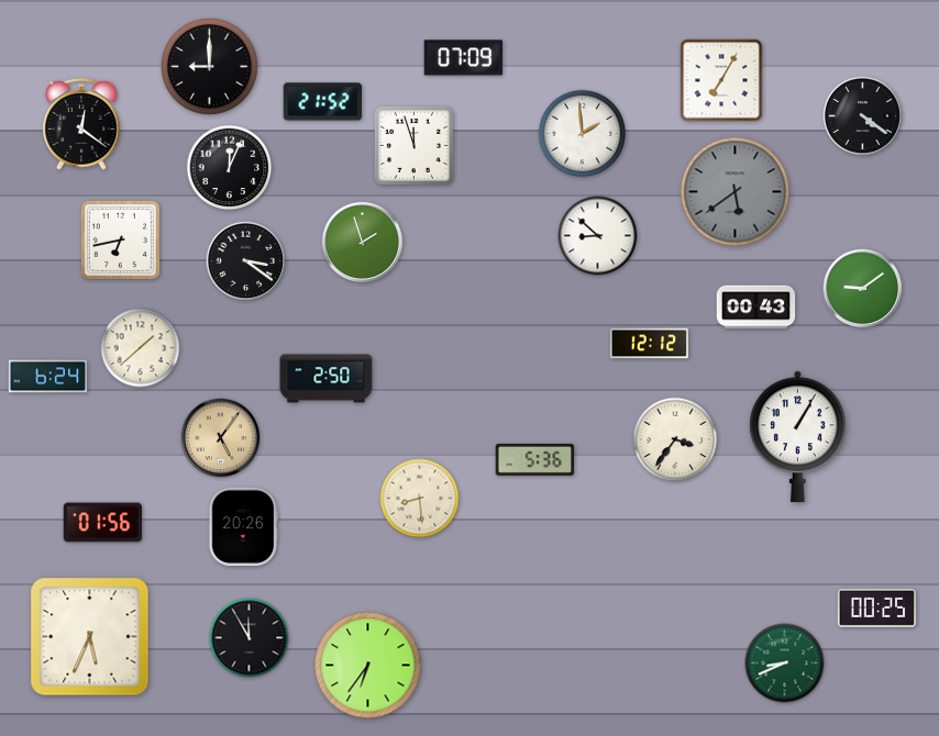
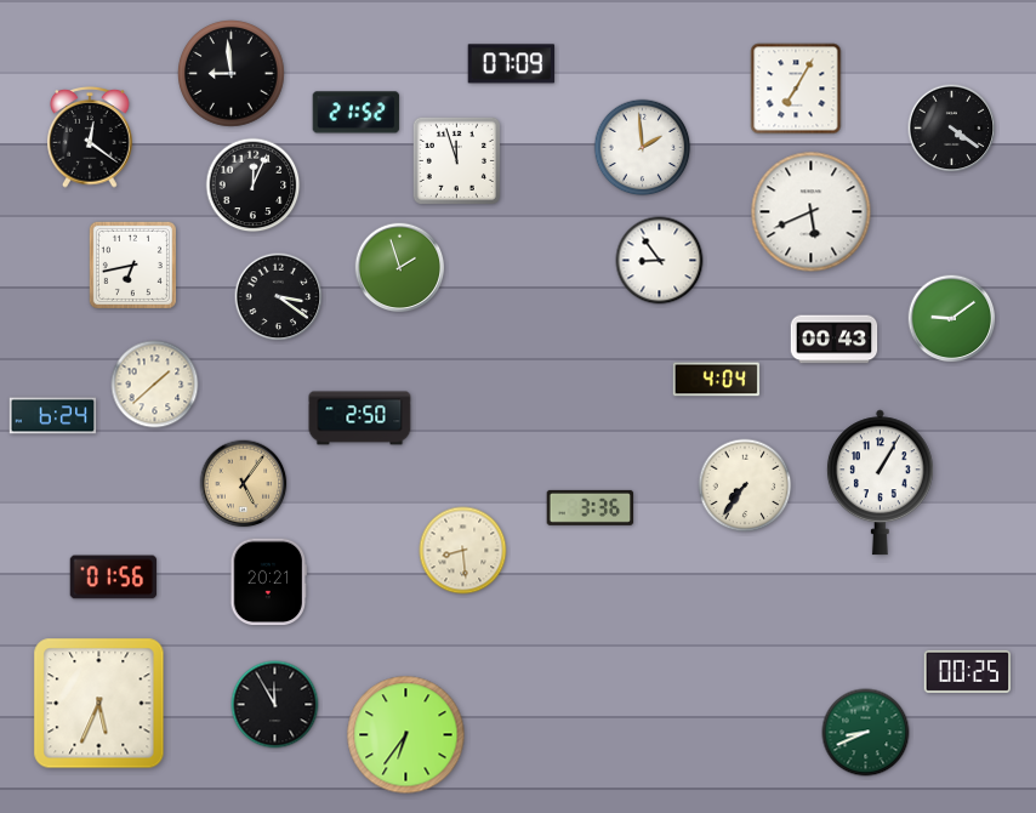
clock at (210, 67): 9:00 -> 8:59
clock at (736, 192): 5:39 -> 5:41
clock at (736, 192) dial: grey -> white
clock at (598, 236): 8:52 -> 8:54
clock at (246, 261) position: (246, 261) -> (279, 297)
clock at (650, 344): 12:12 -> 4:04
clock at (675, 439): 3:36 -> 7:36
clock at (535, 459): 5:36 -> 3:36
clock at (243, 527): 20:26 -> 20:21
